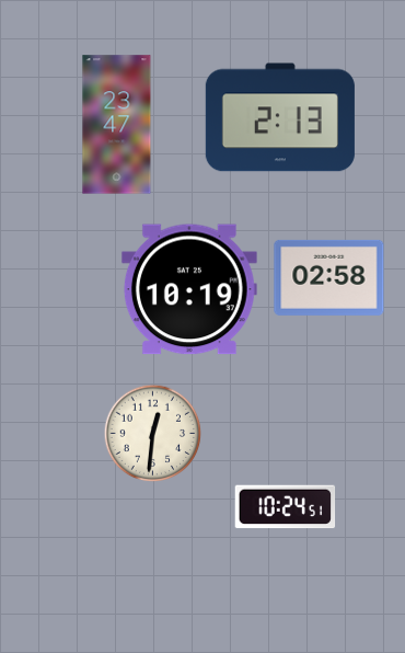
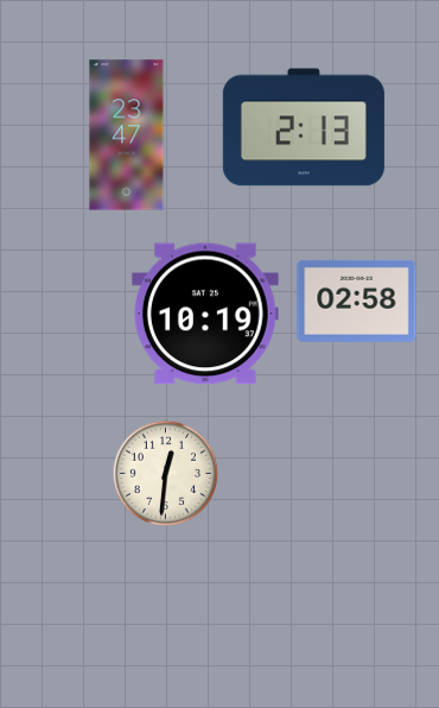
clock at (153, 434) position: (153, 434) -> (166, 474)
clock at (286, 507): 10:24 -> none
